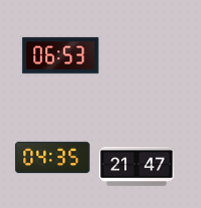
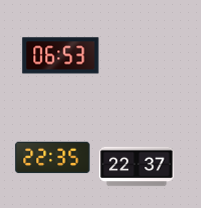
clock at (53, 158): 04:35 -> 22:35
clock at (137, 167): 21:47 -> 22:37
